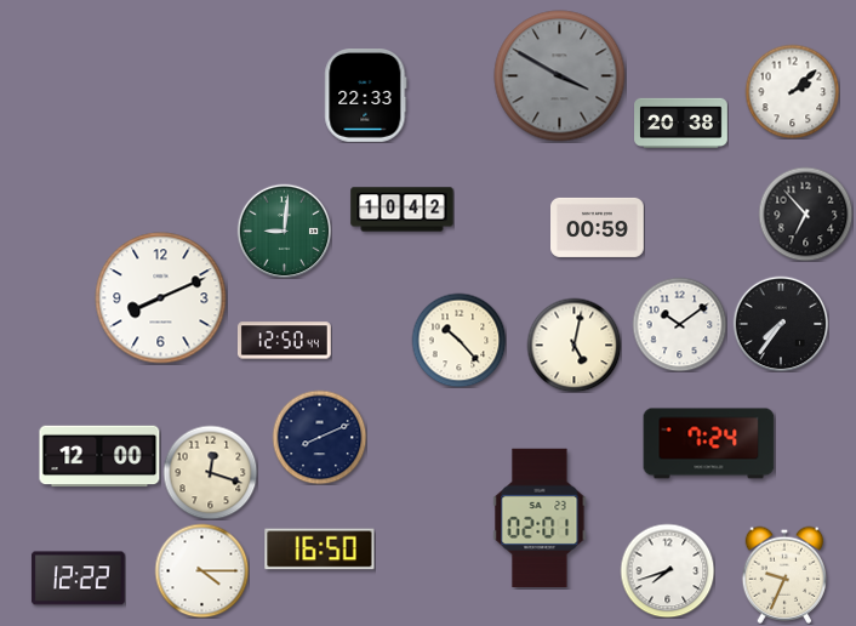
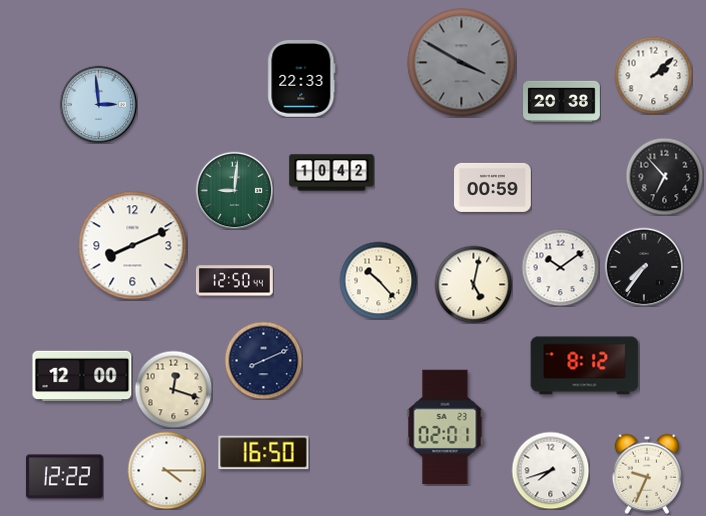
clock at (98, 104): none -> 2:59
clock at (709, 444): 7:24 -> 8:12
